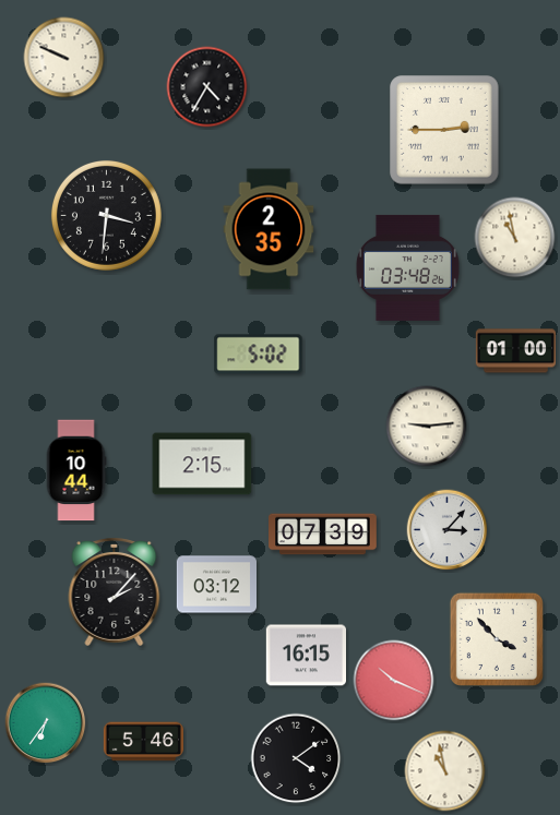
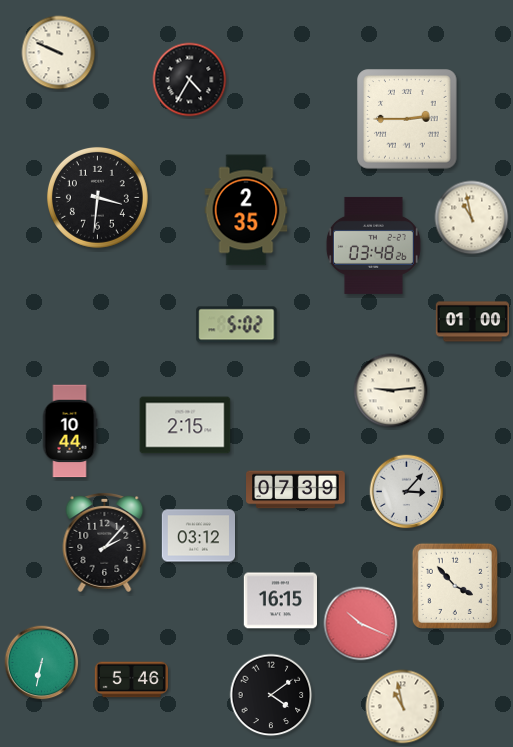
clock at (448, 530) position: (448, 530) -> (407, 492)
clock at (46, 723): 6:36 -> 6:32
clock at (445, 771) position: (445, 771) -> (403, 707)
